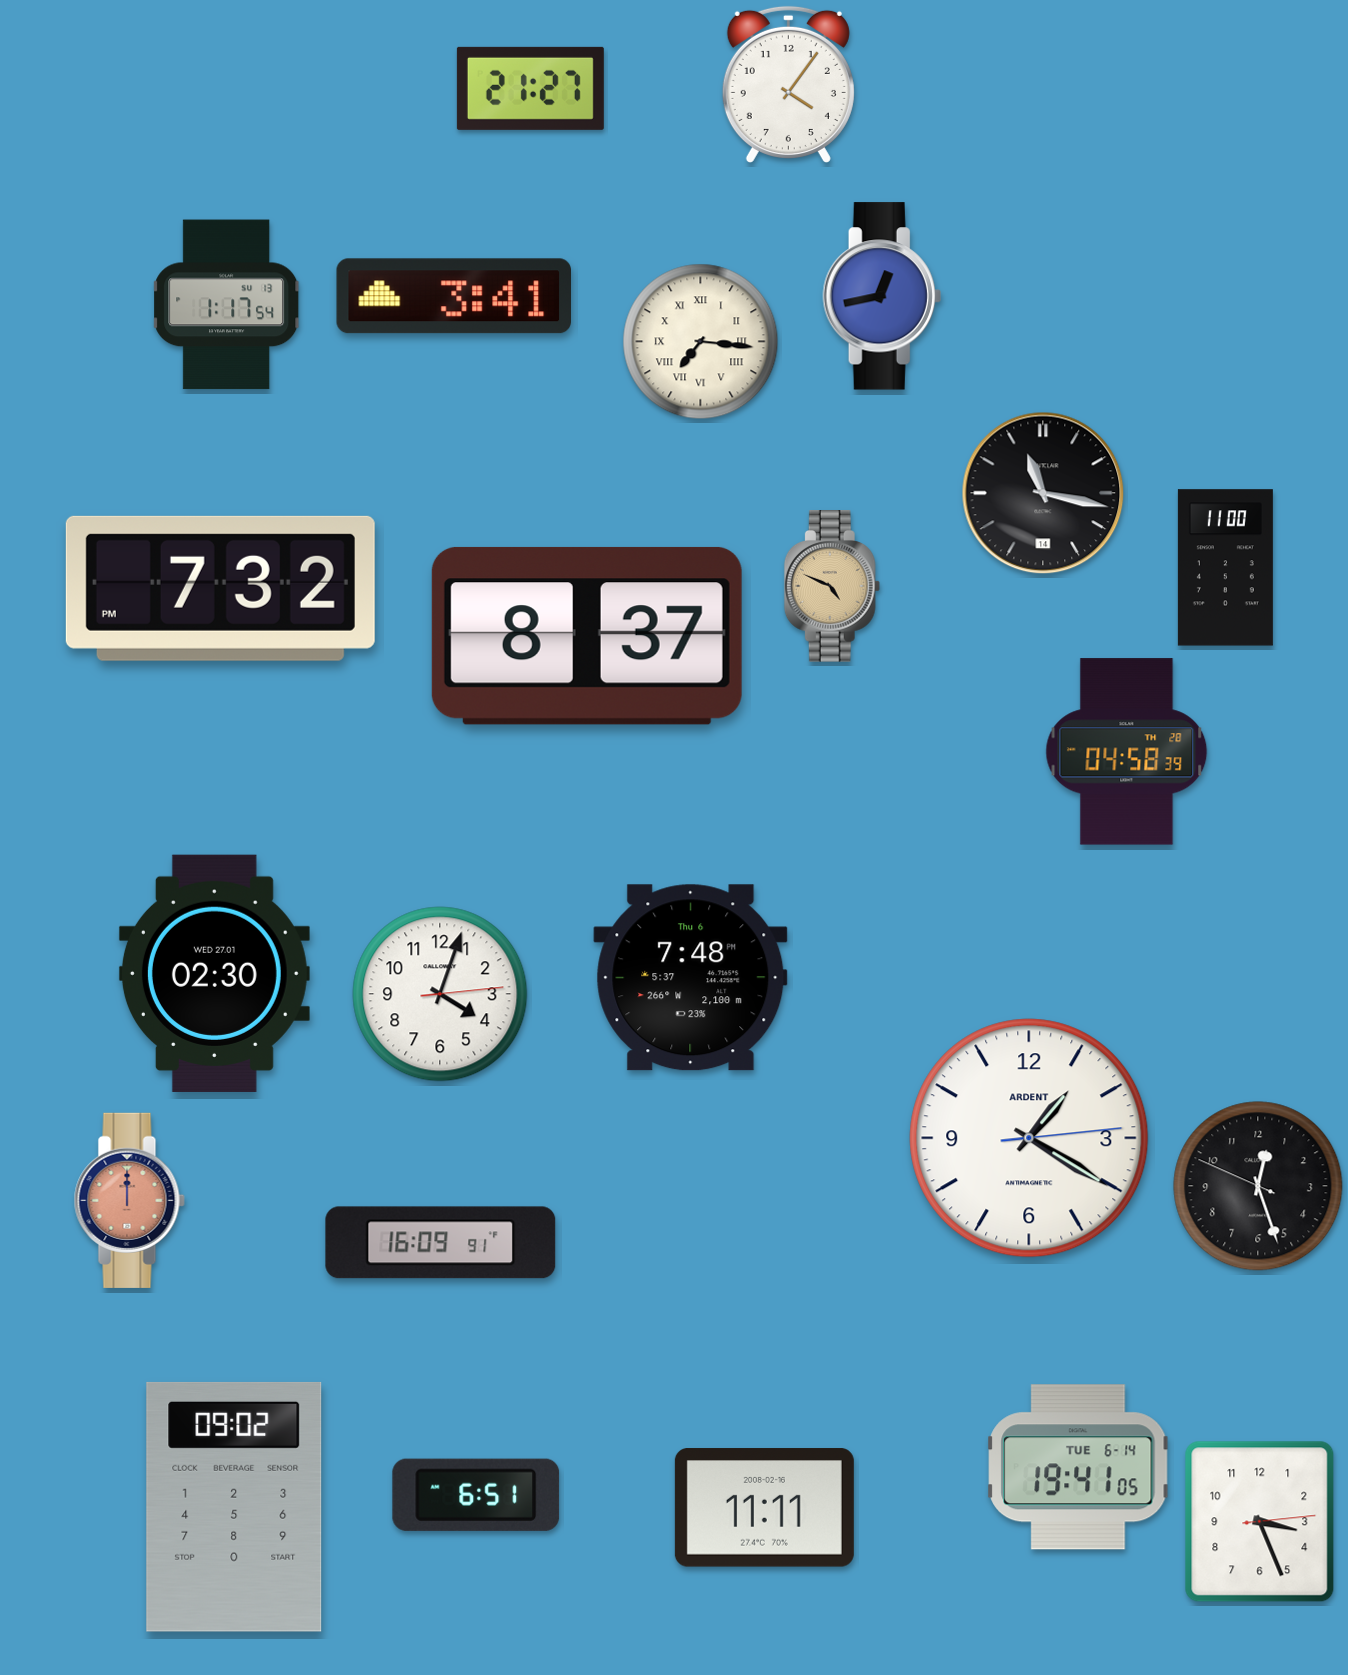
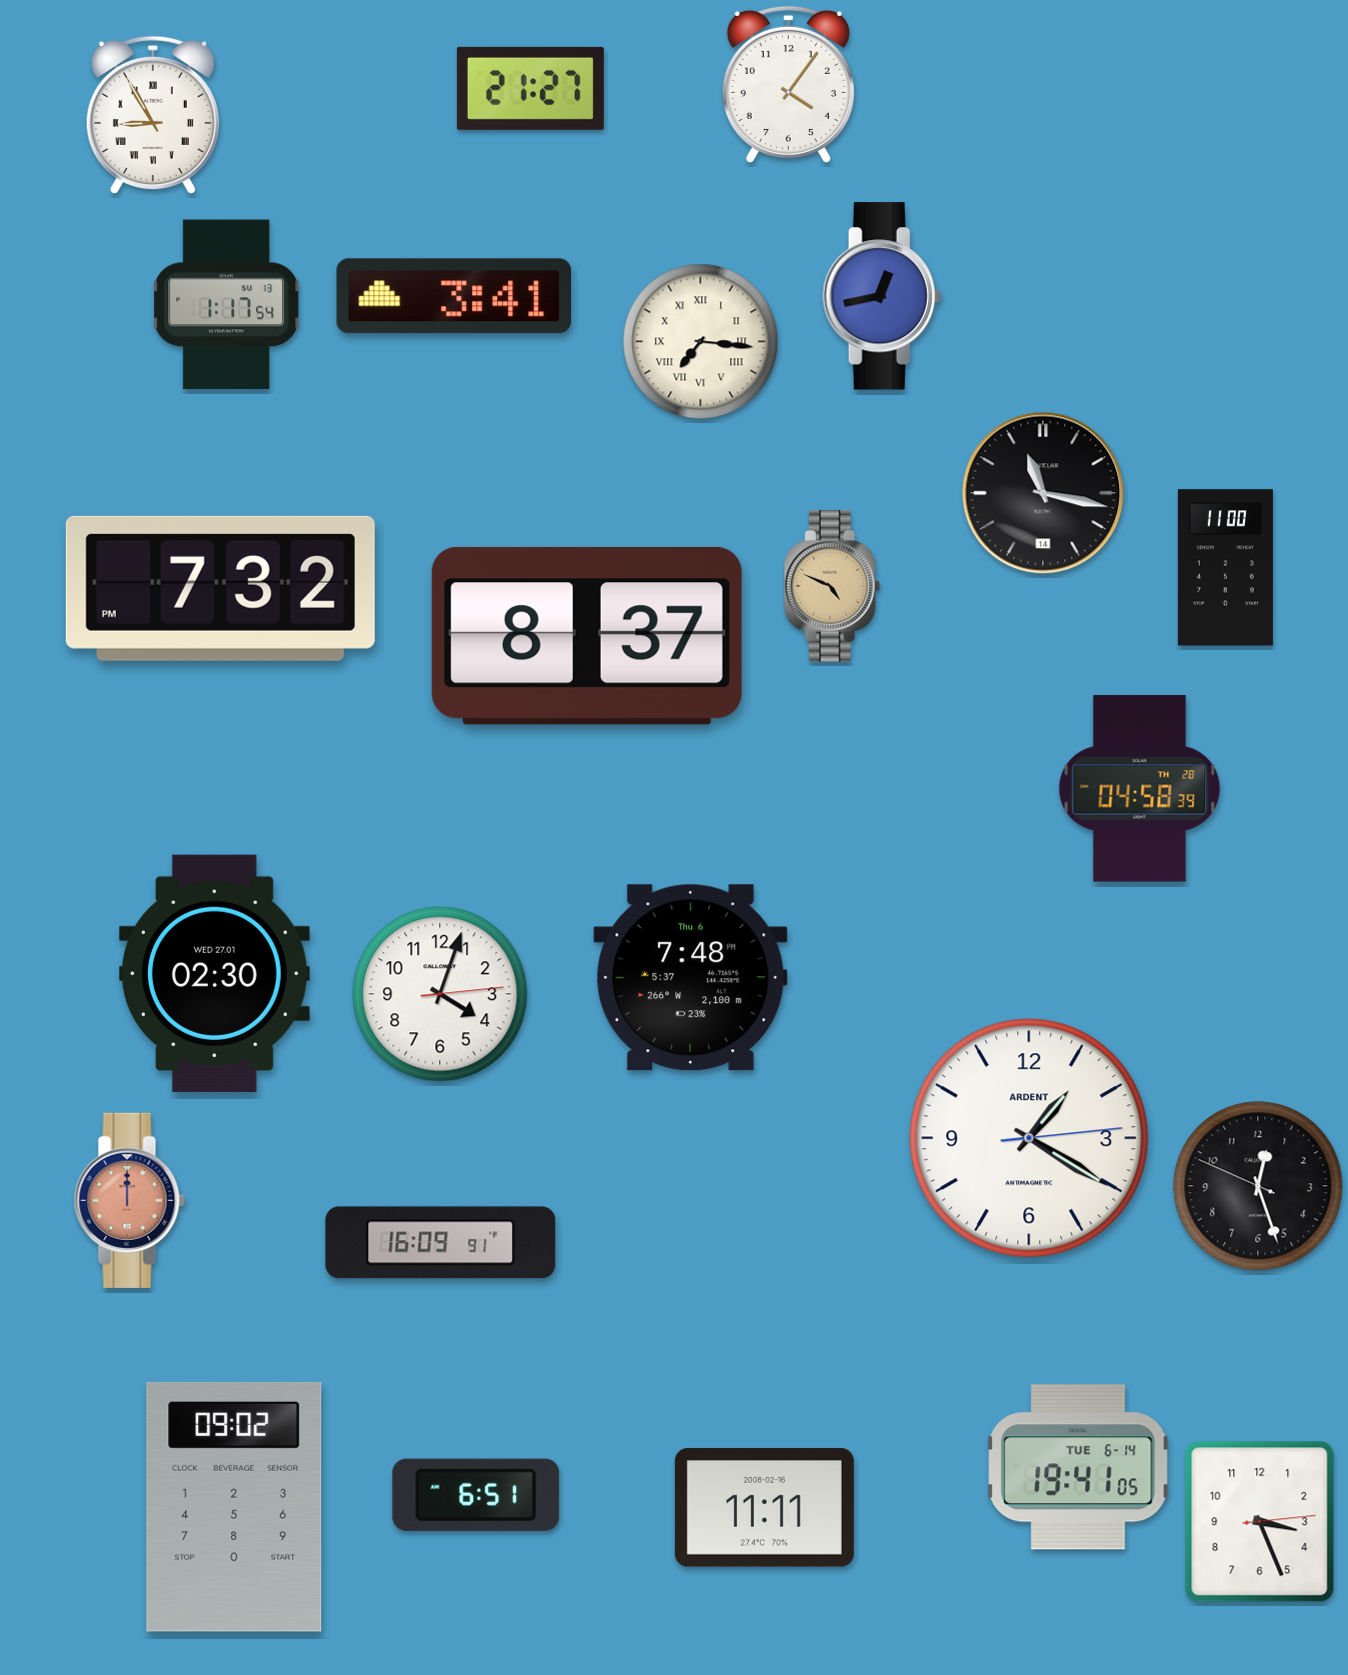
clock at (153, 115): none -> 8:55
clock at (1127, 752) position: (1127, 752) -> (1140, 789)
